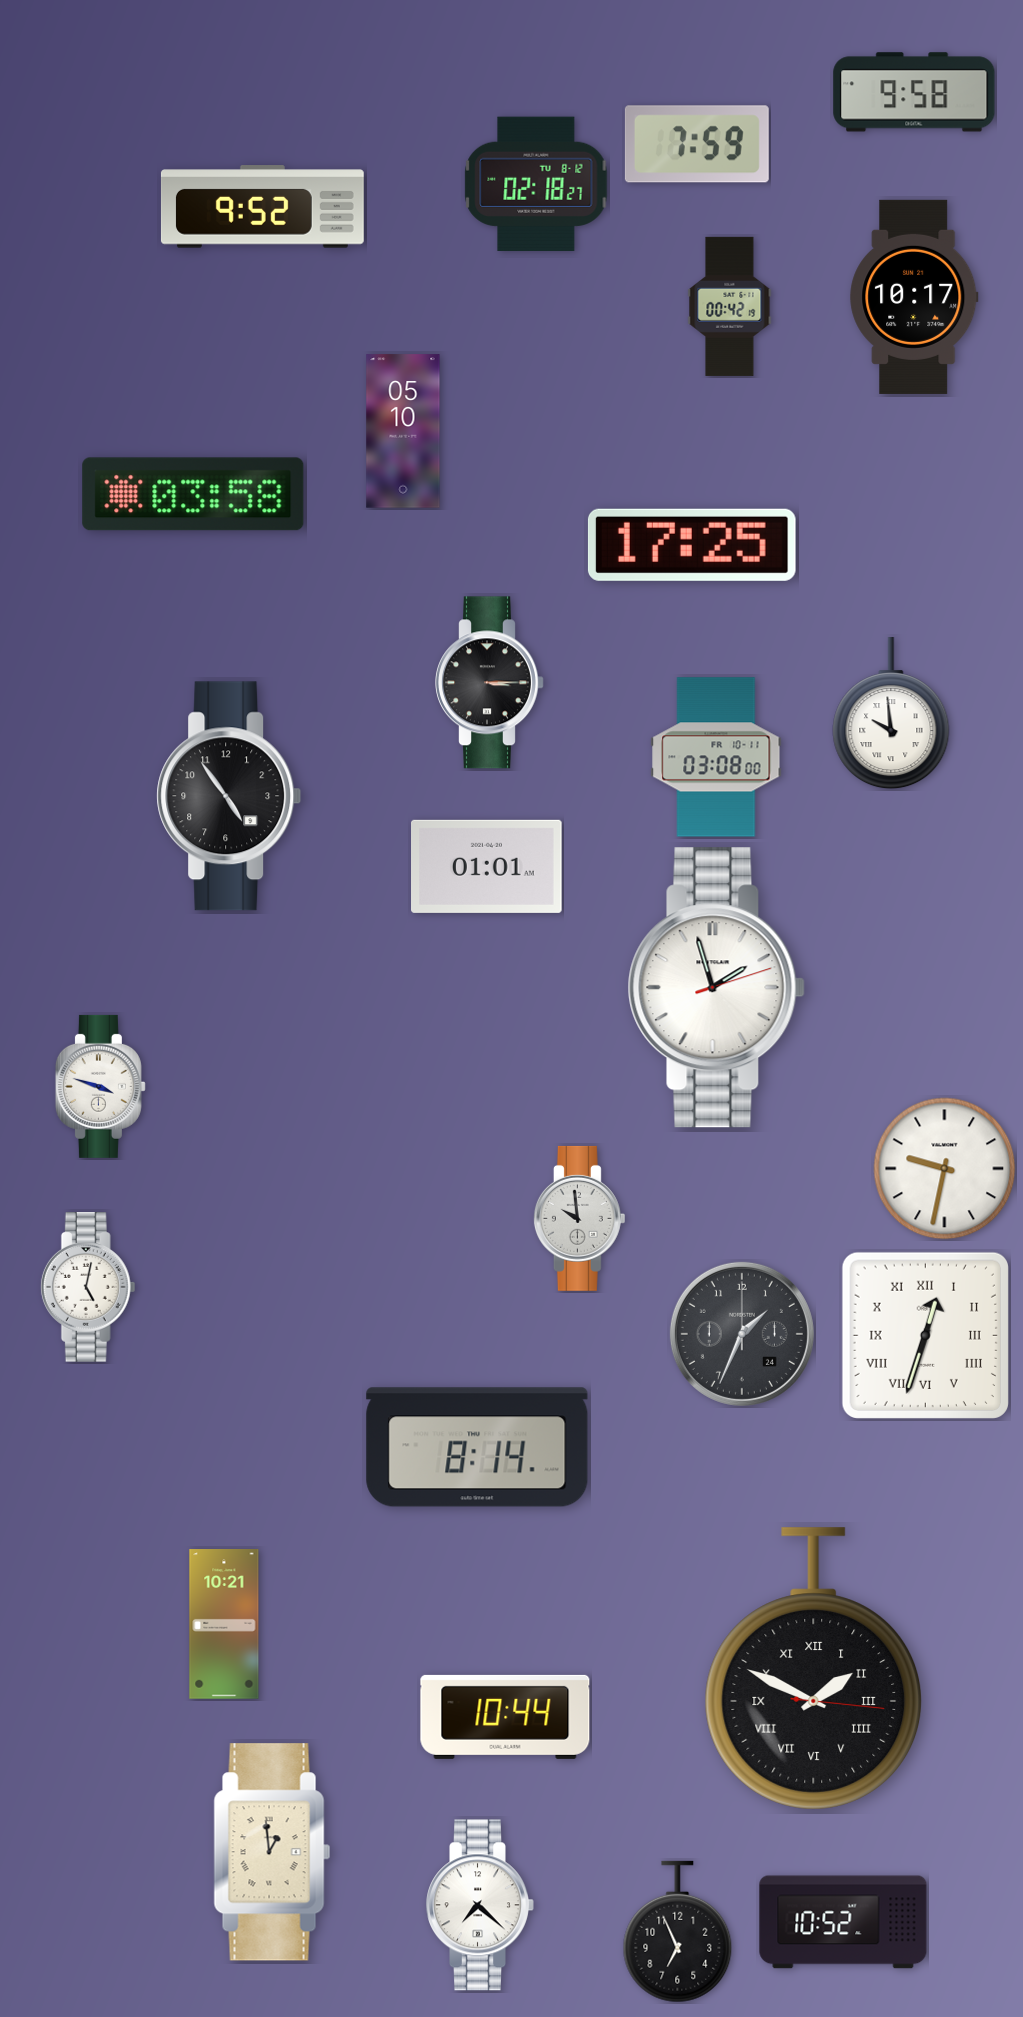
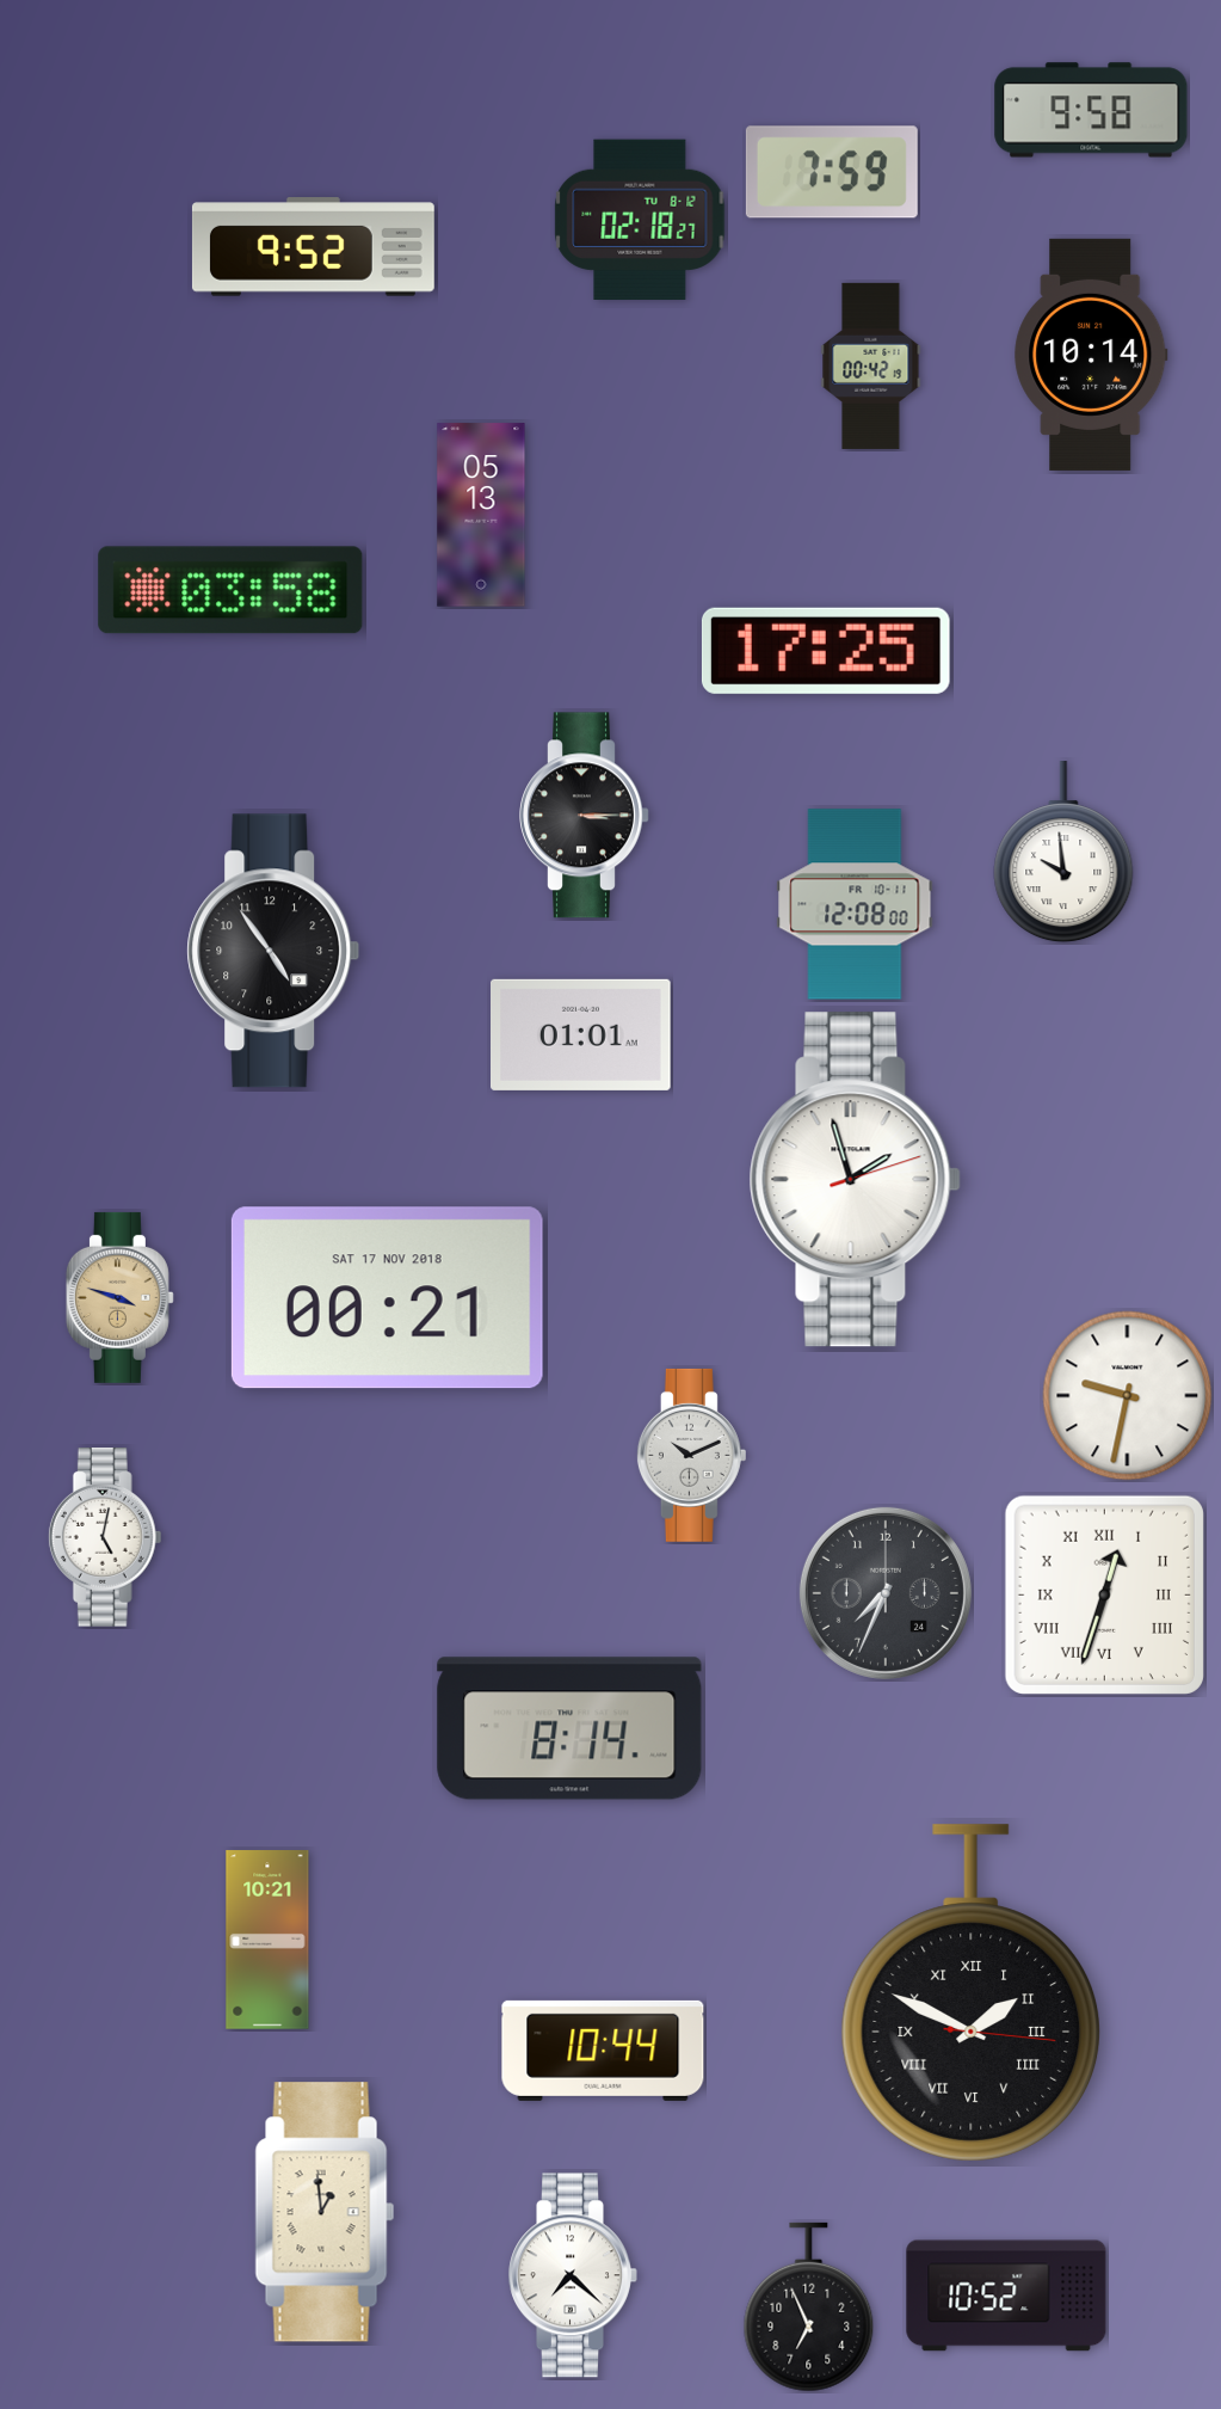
clock at (914, 297): 10:17 -> 10:14
clock at (403, 431): 05:10 -> 05:13
clock at (716, 757): 03:08 -> 12:08
clock at (100, 1086) dial: white -> champagne
clock at (387, 1298): none -> 00:21
clock at (579, 1218): 9:59 -> 10:11
clock at (742, 1334): 1:34 -> 7:34
